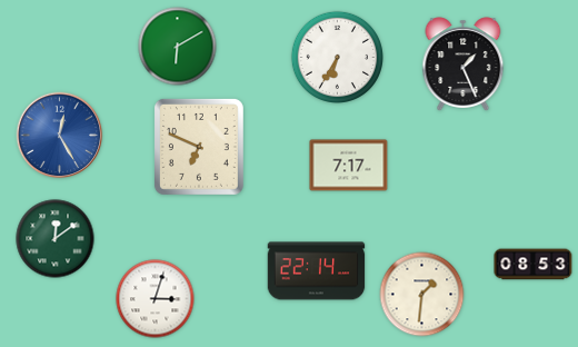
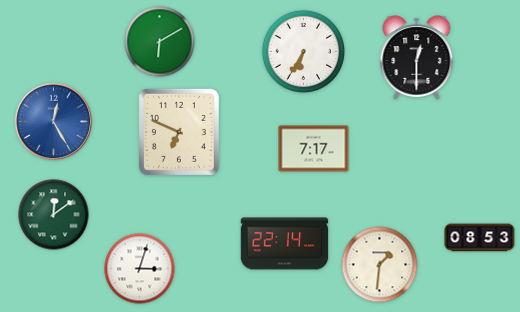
clock at (464, 65): 1:26 -> 12:30
clock at (56, 239) position: (56, 239) -> (54, 215)
